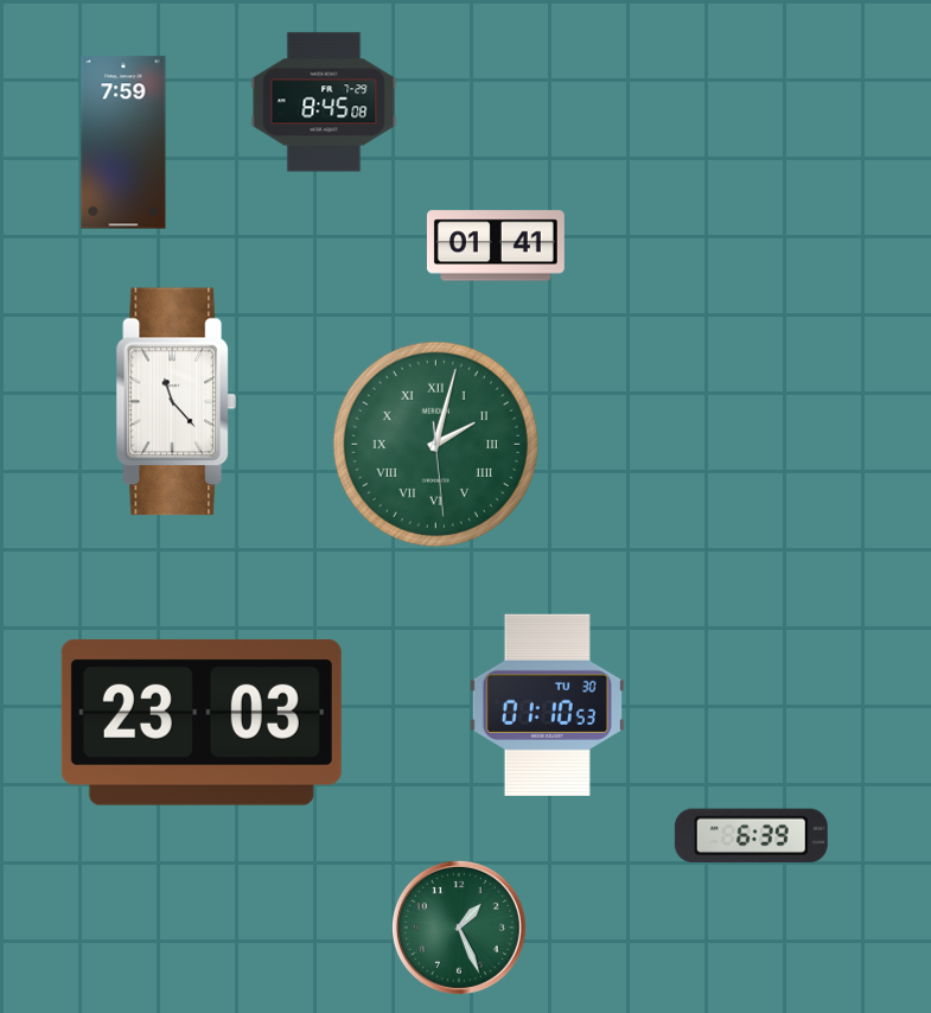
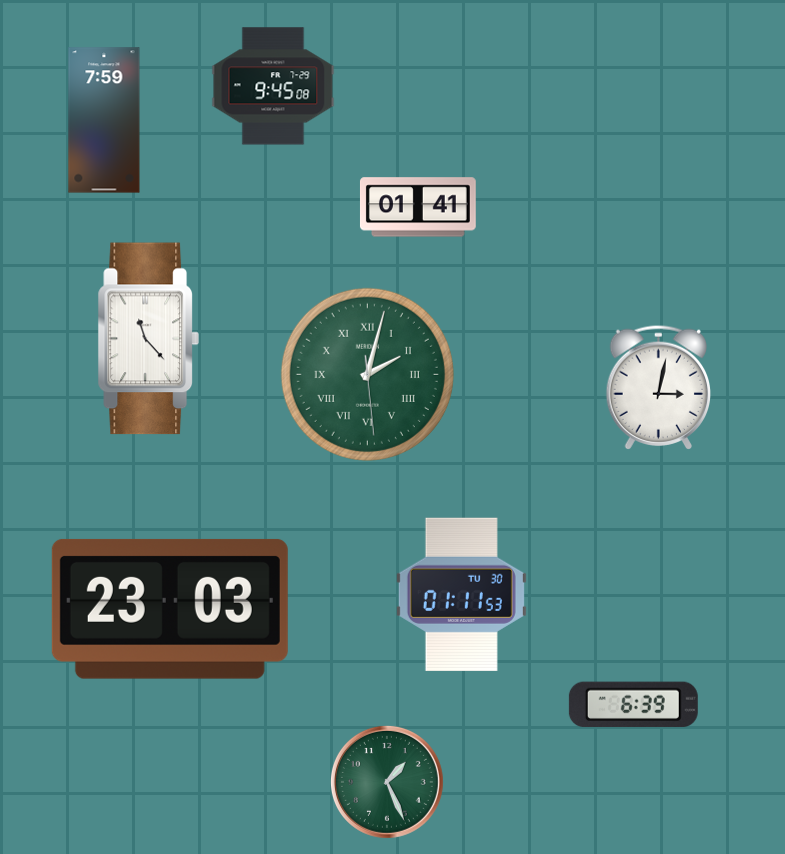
clock at (324, 102): 8:45 -> 9:45
clock at (658, 387): none -> 3:02
clock at (547, 705): 01:10 -> 01:11
